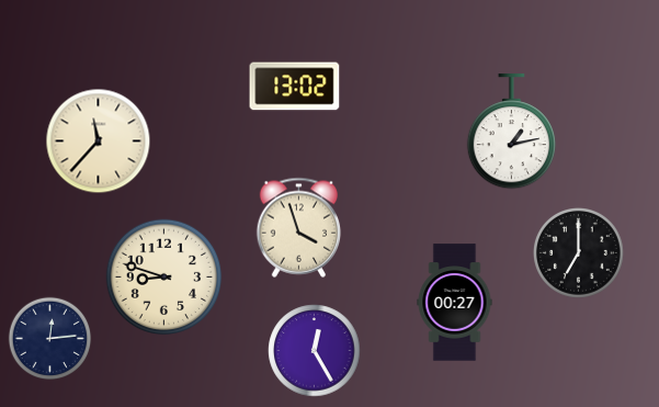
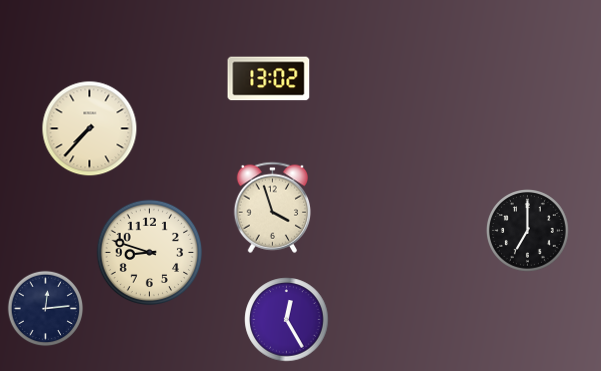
clock at (511, 133): 1:13 -> none
clock at (99, 142): 11:37 -> 7:37
clock at (455, 303): 00:27 -> none
